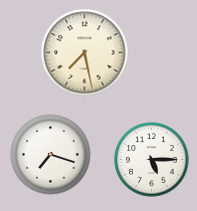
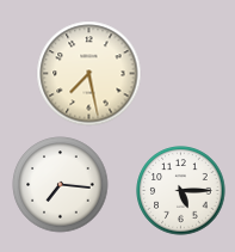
clock at (85, 53) position: (85, 53) -> (89, 74)
clock at (51, 155): 7:18 -> 7:16
